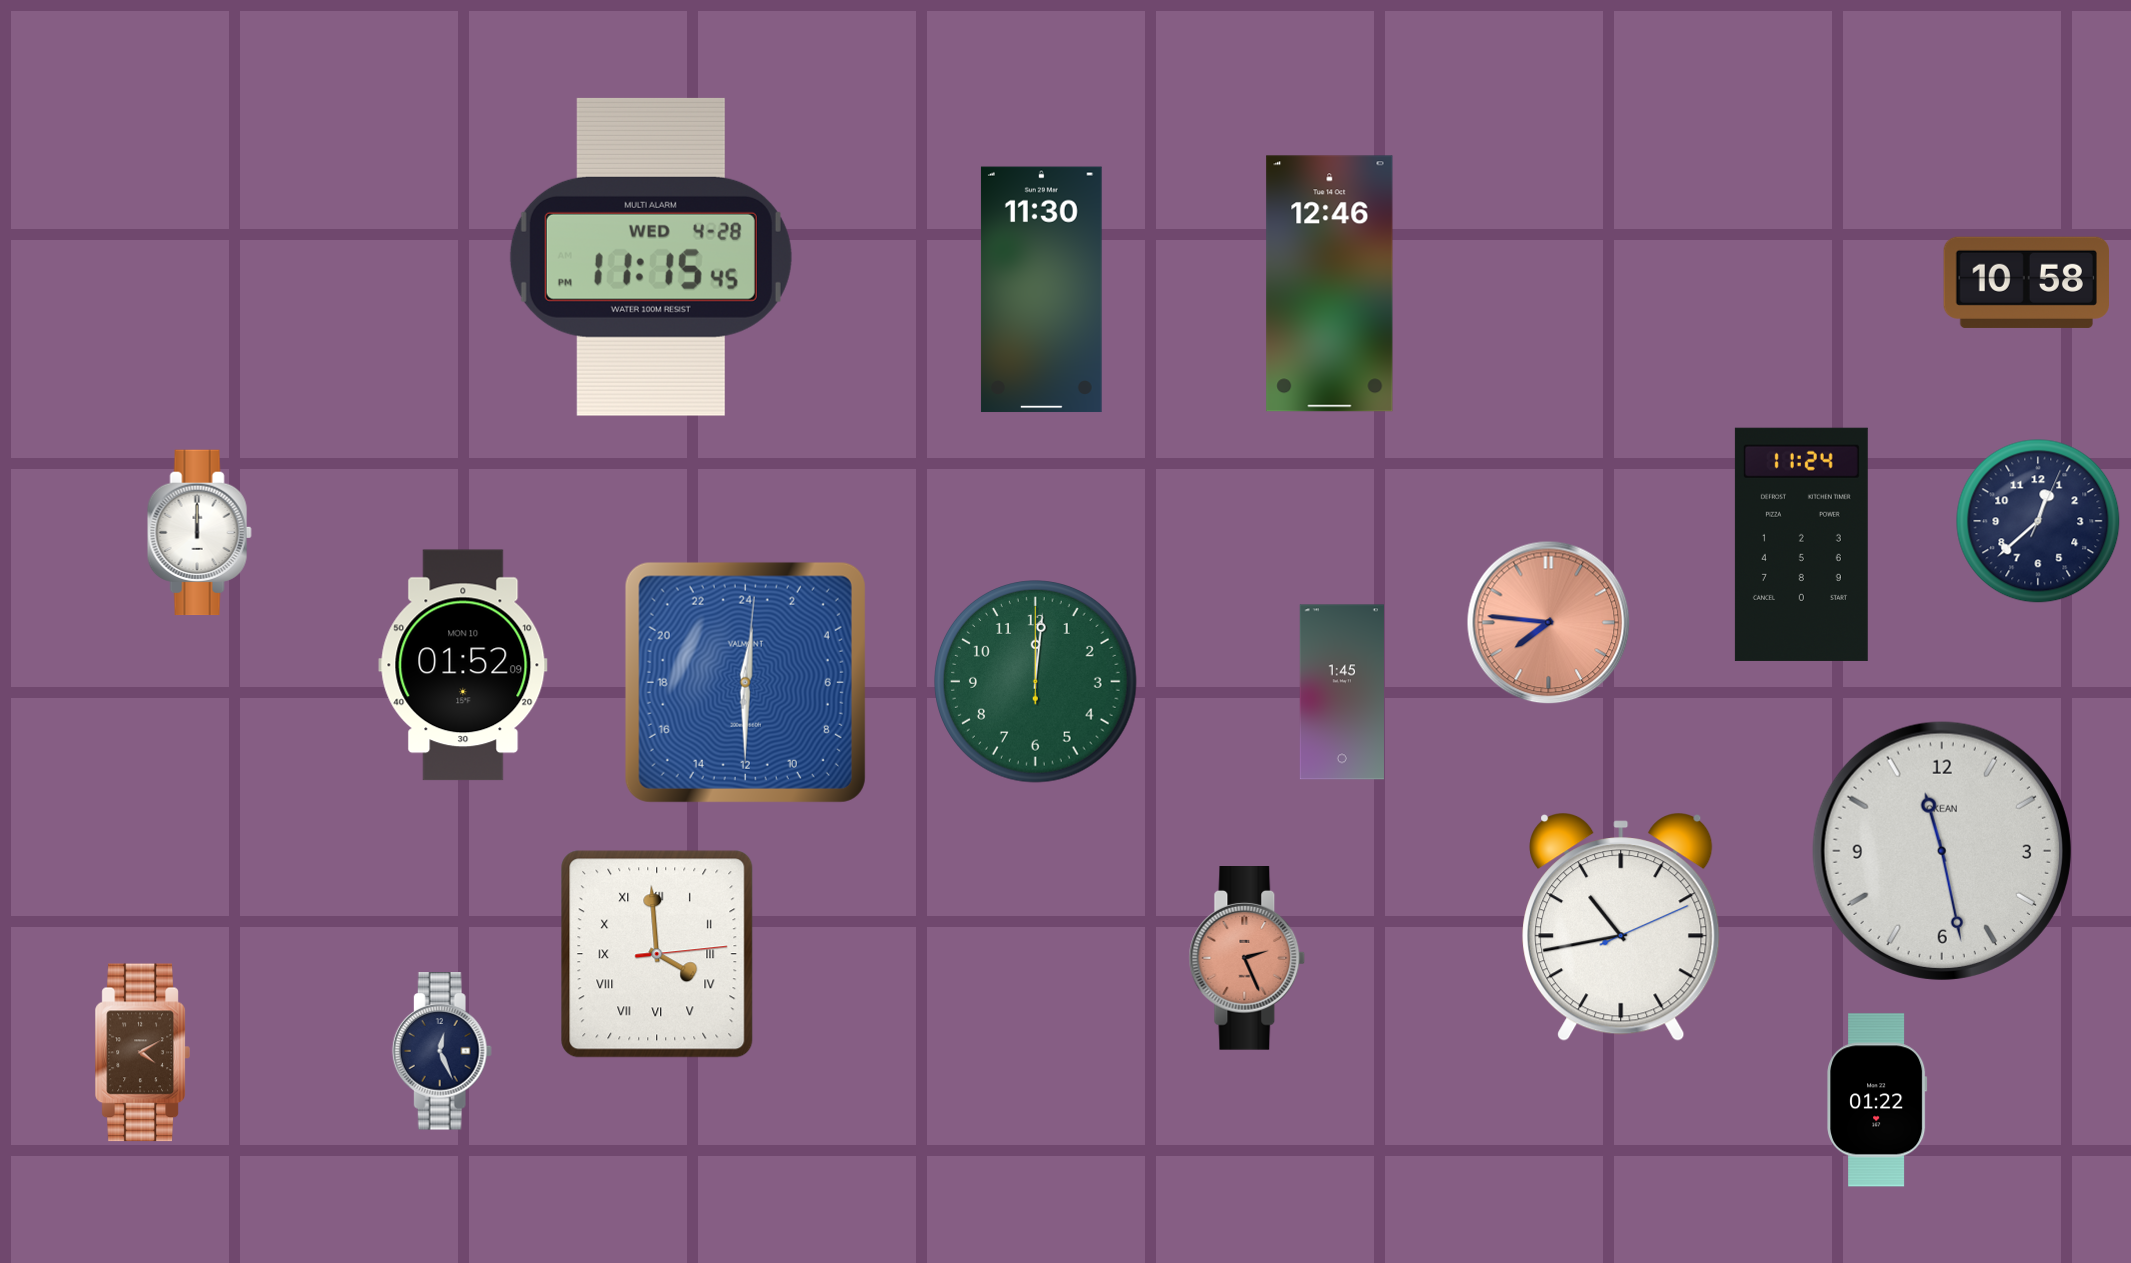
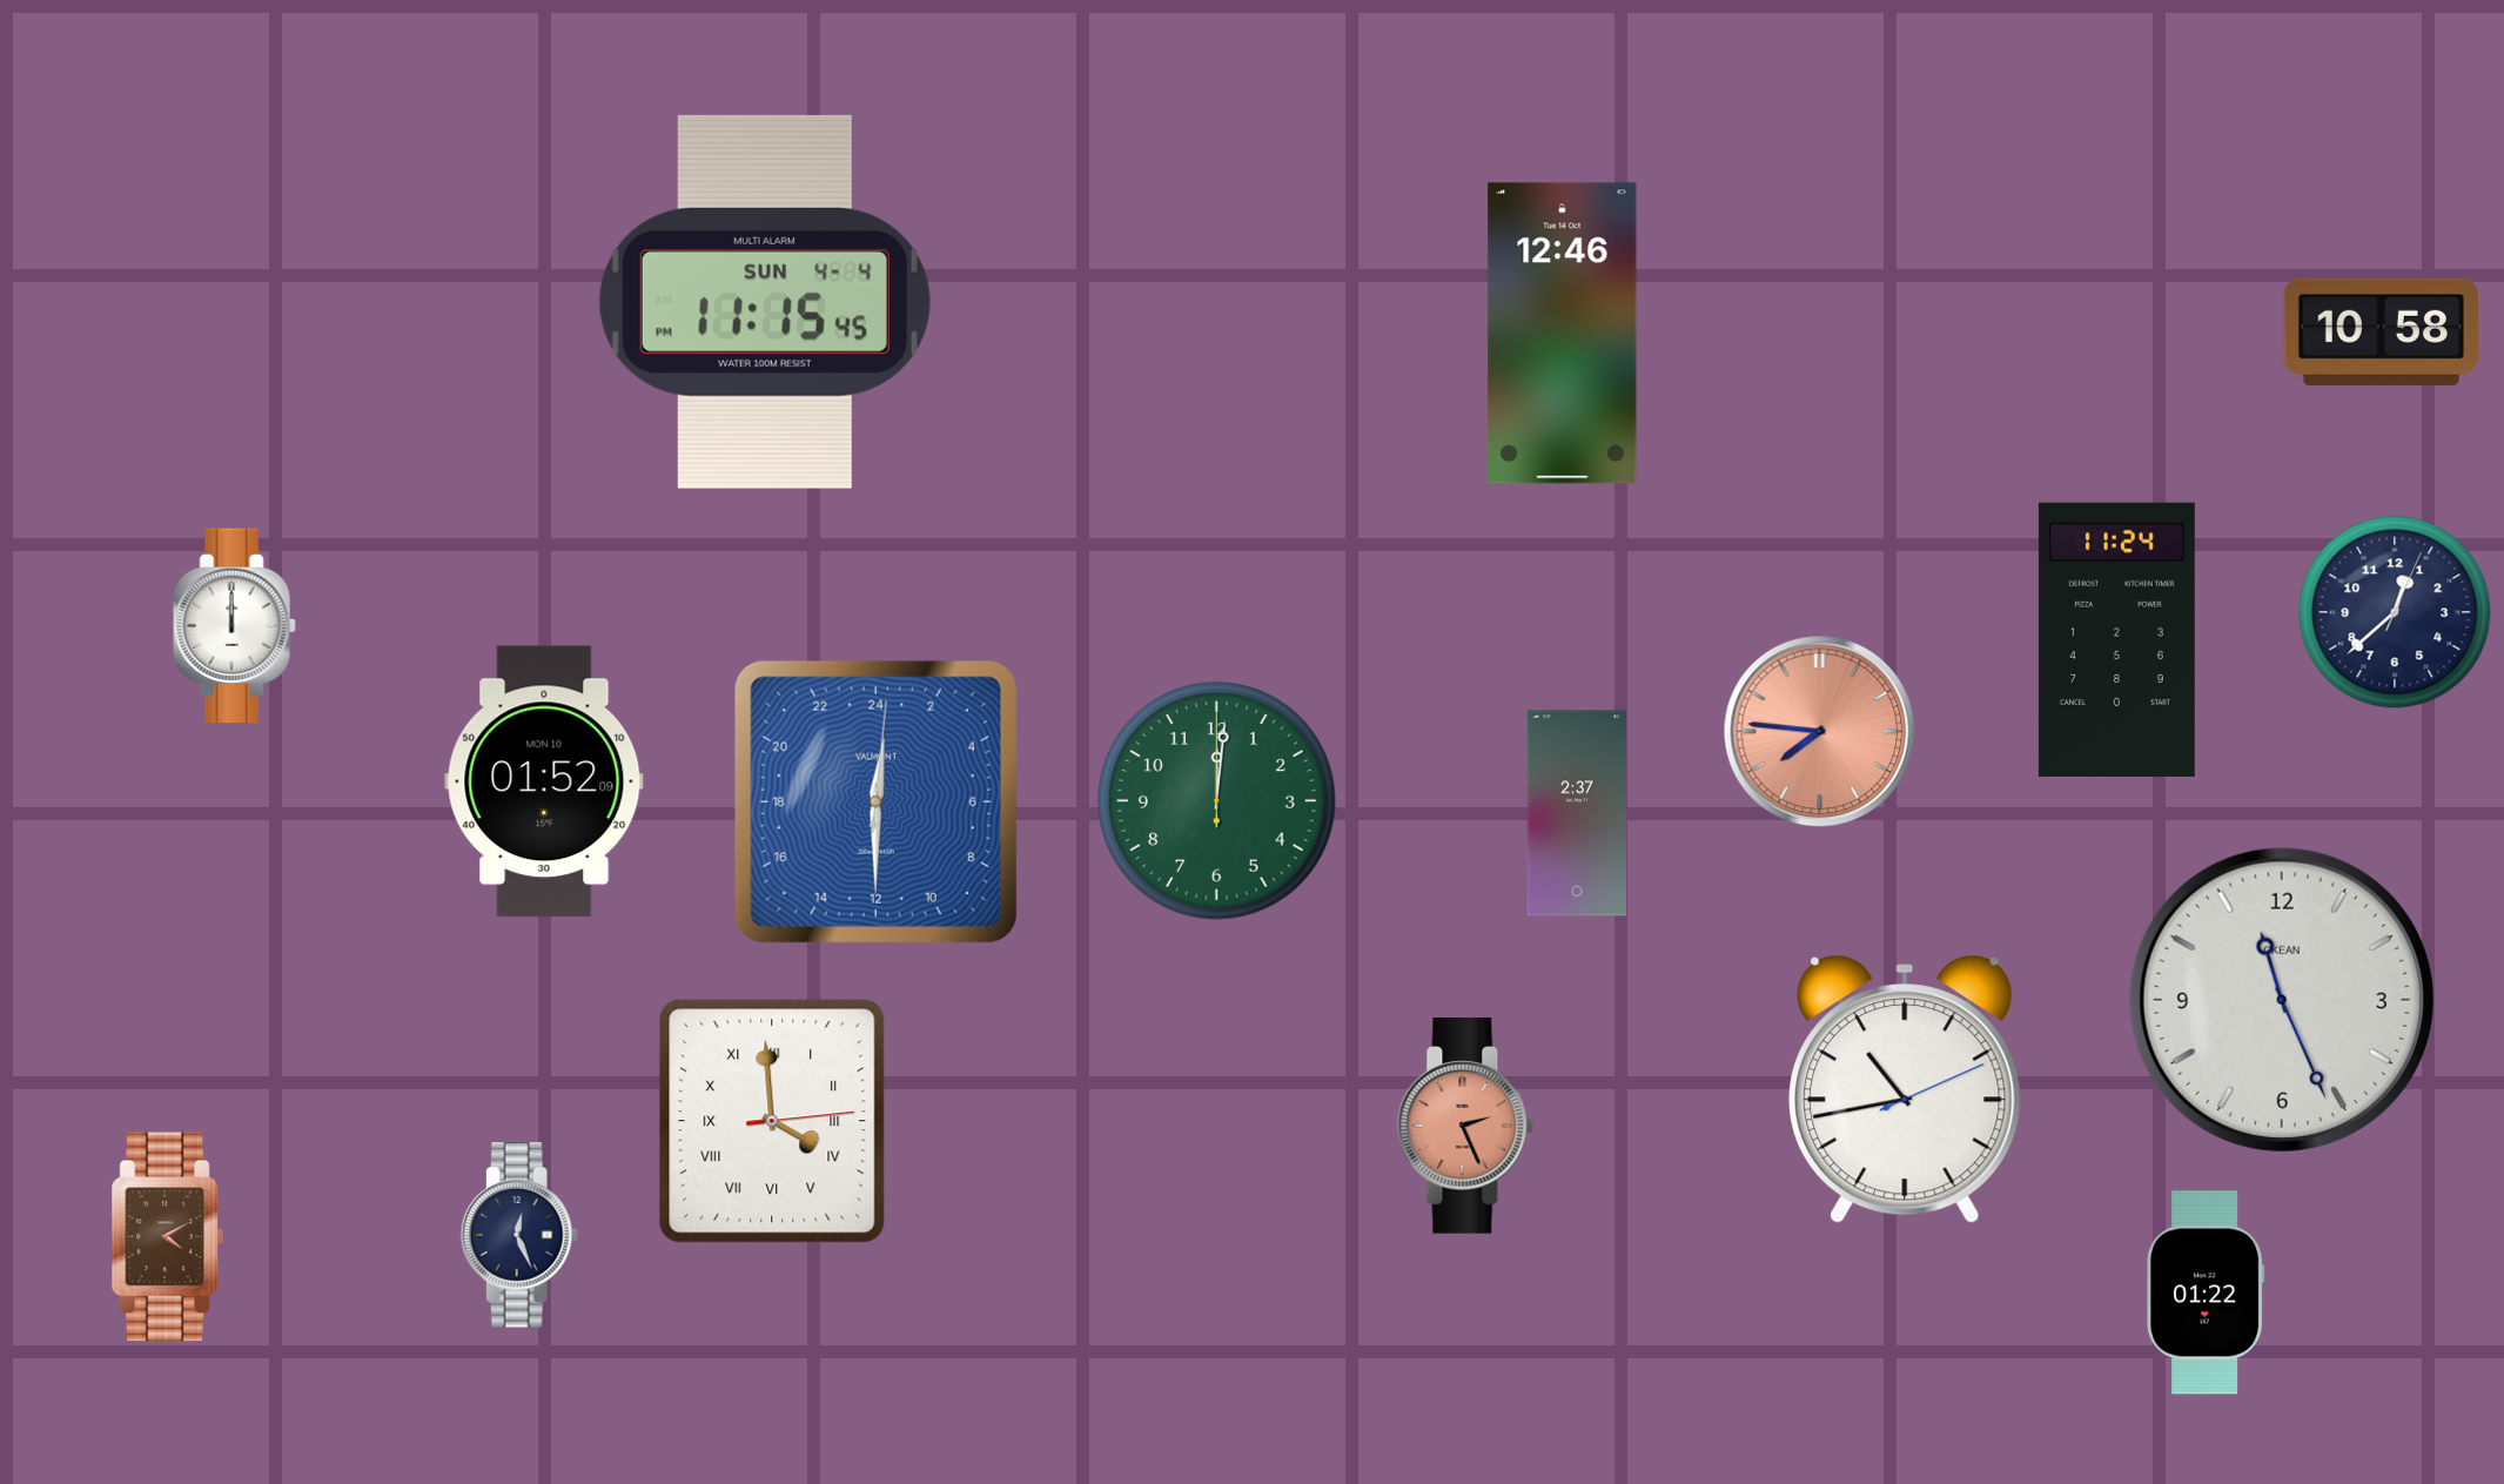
clock at (651, 257) date: WED 4-28 -> SUN 4-4
clock at (1041, 290): 11:30 -> none
clock at (1342, 692): 1:45 -> 2:37
clock at (1942, 851): 11:28 -> 11:26
